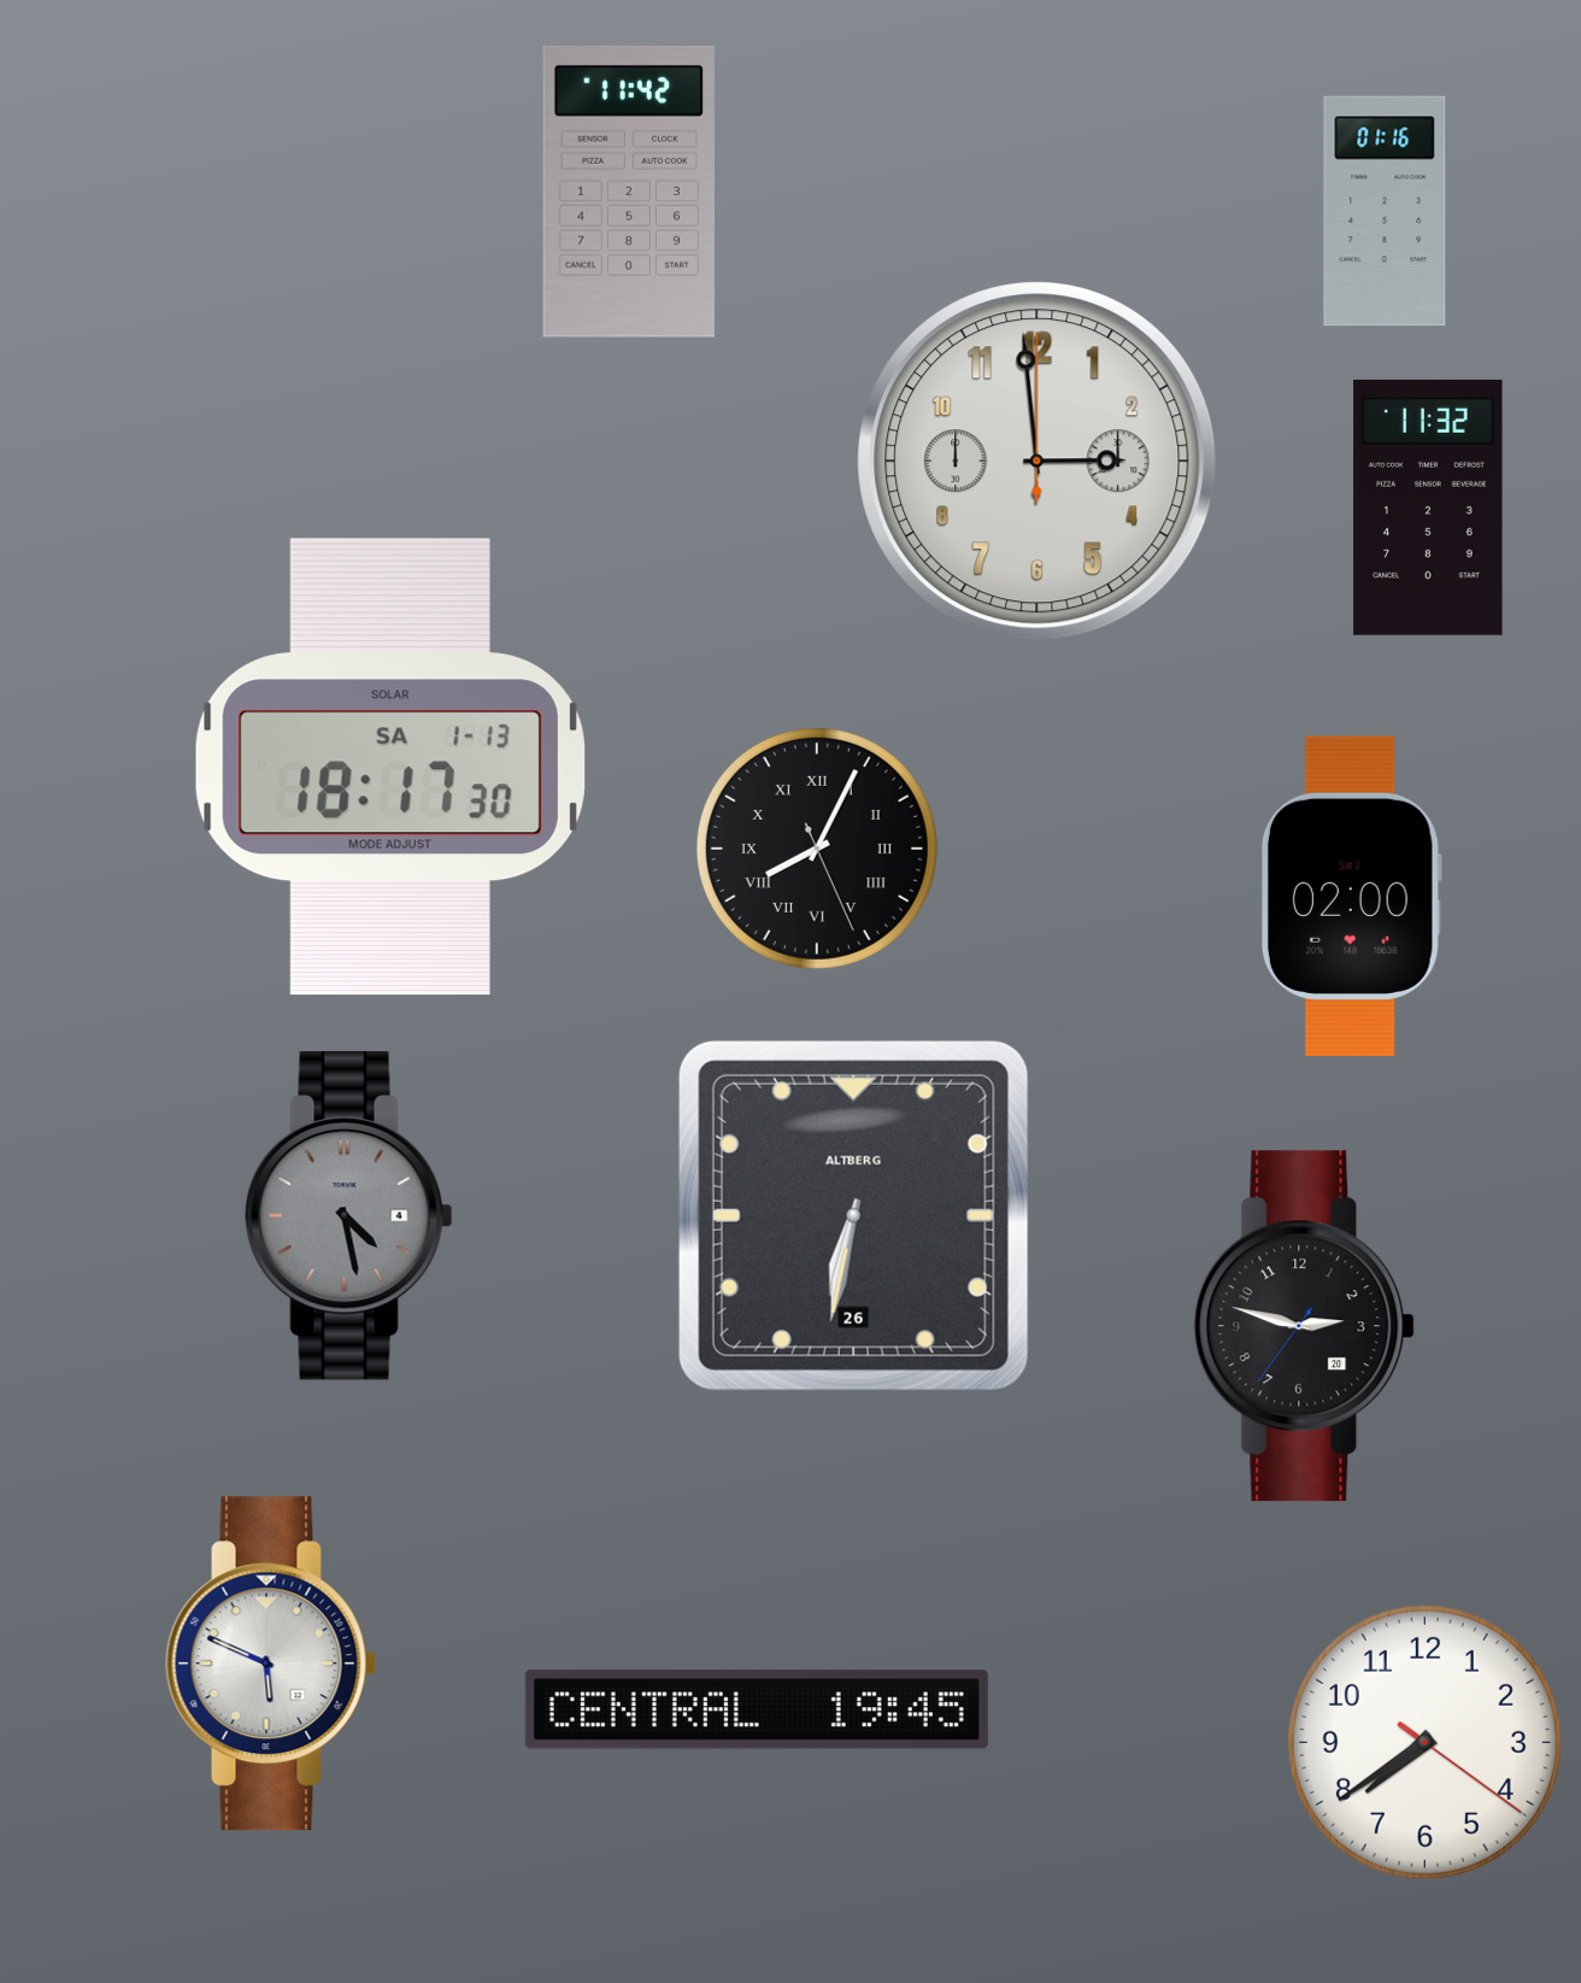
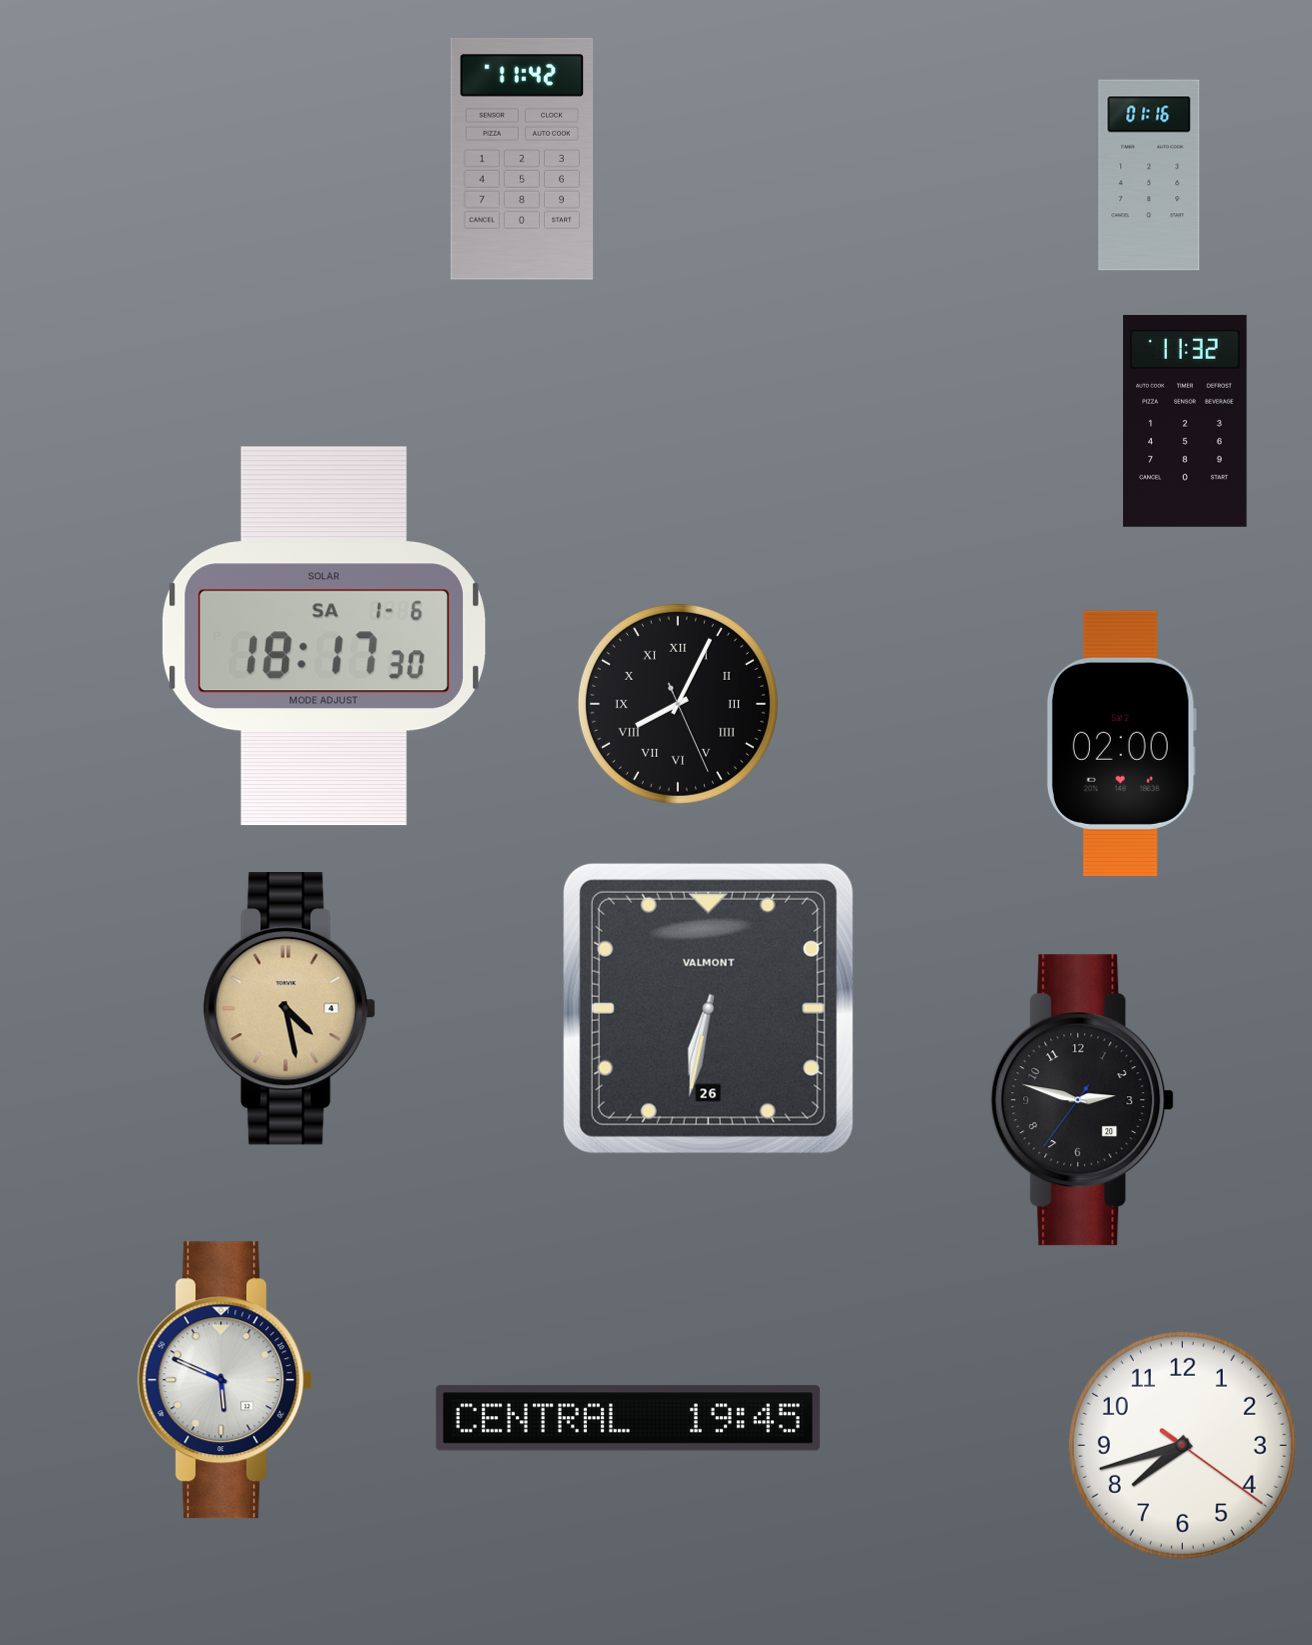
clock at (1038, 462): 2:59 -> none
clock at (390, 767) date: SA 1-13 -> SA 1-6
clock at (853, 1215) brand: ALTBERG -> VALMONT
clock at (349, 1216) dial: grey -> champagne
clock at (1424, 1742): 7:39 -> 7:42
